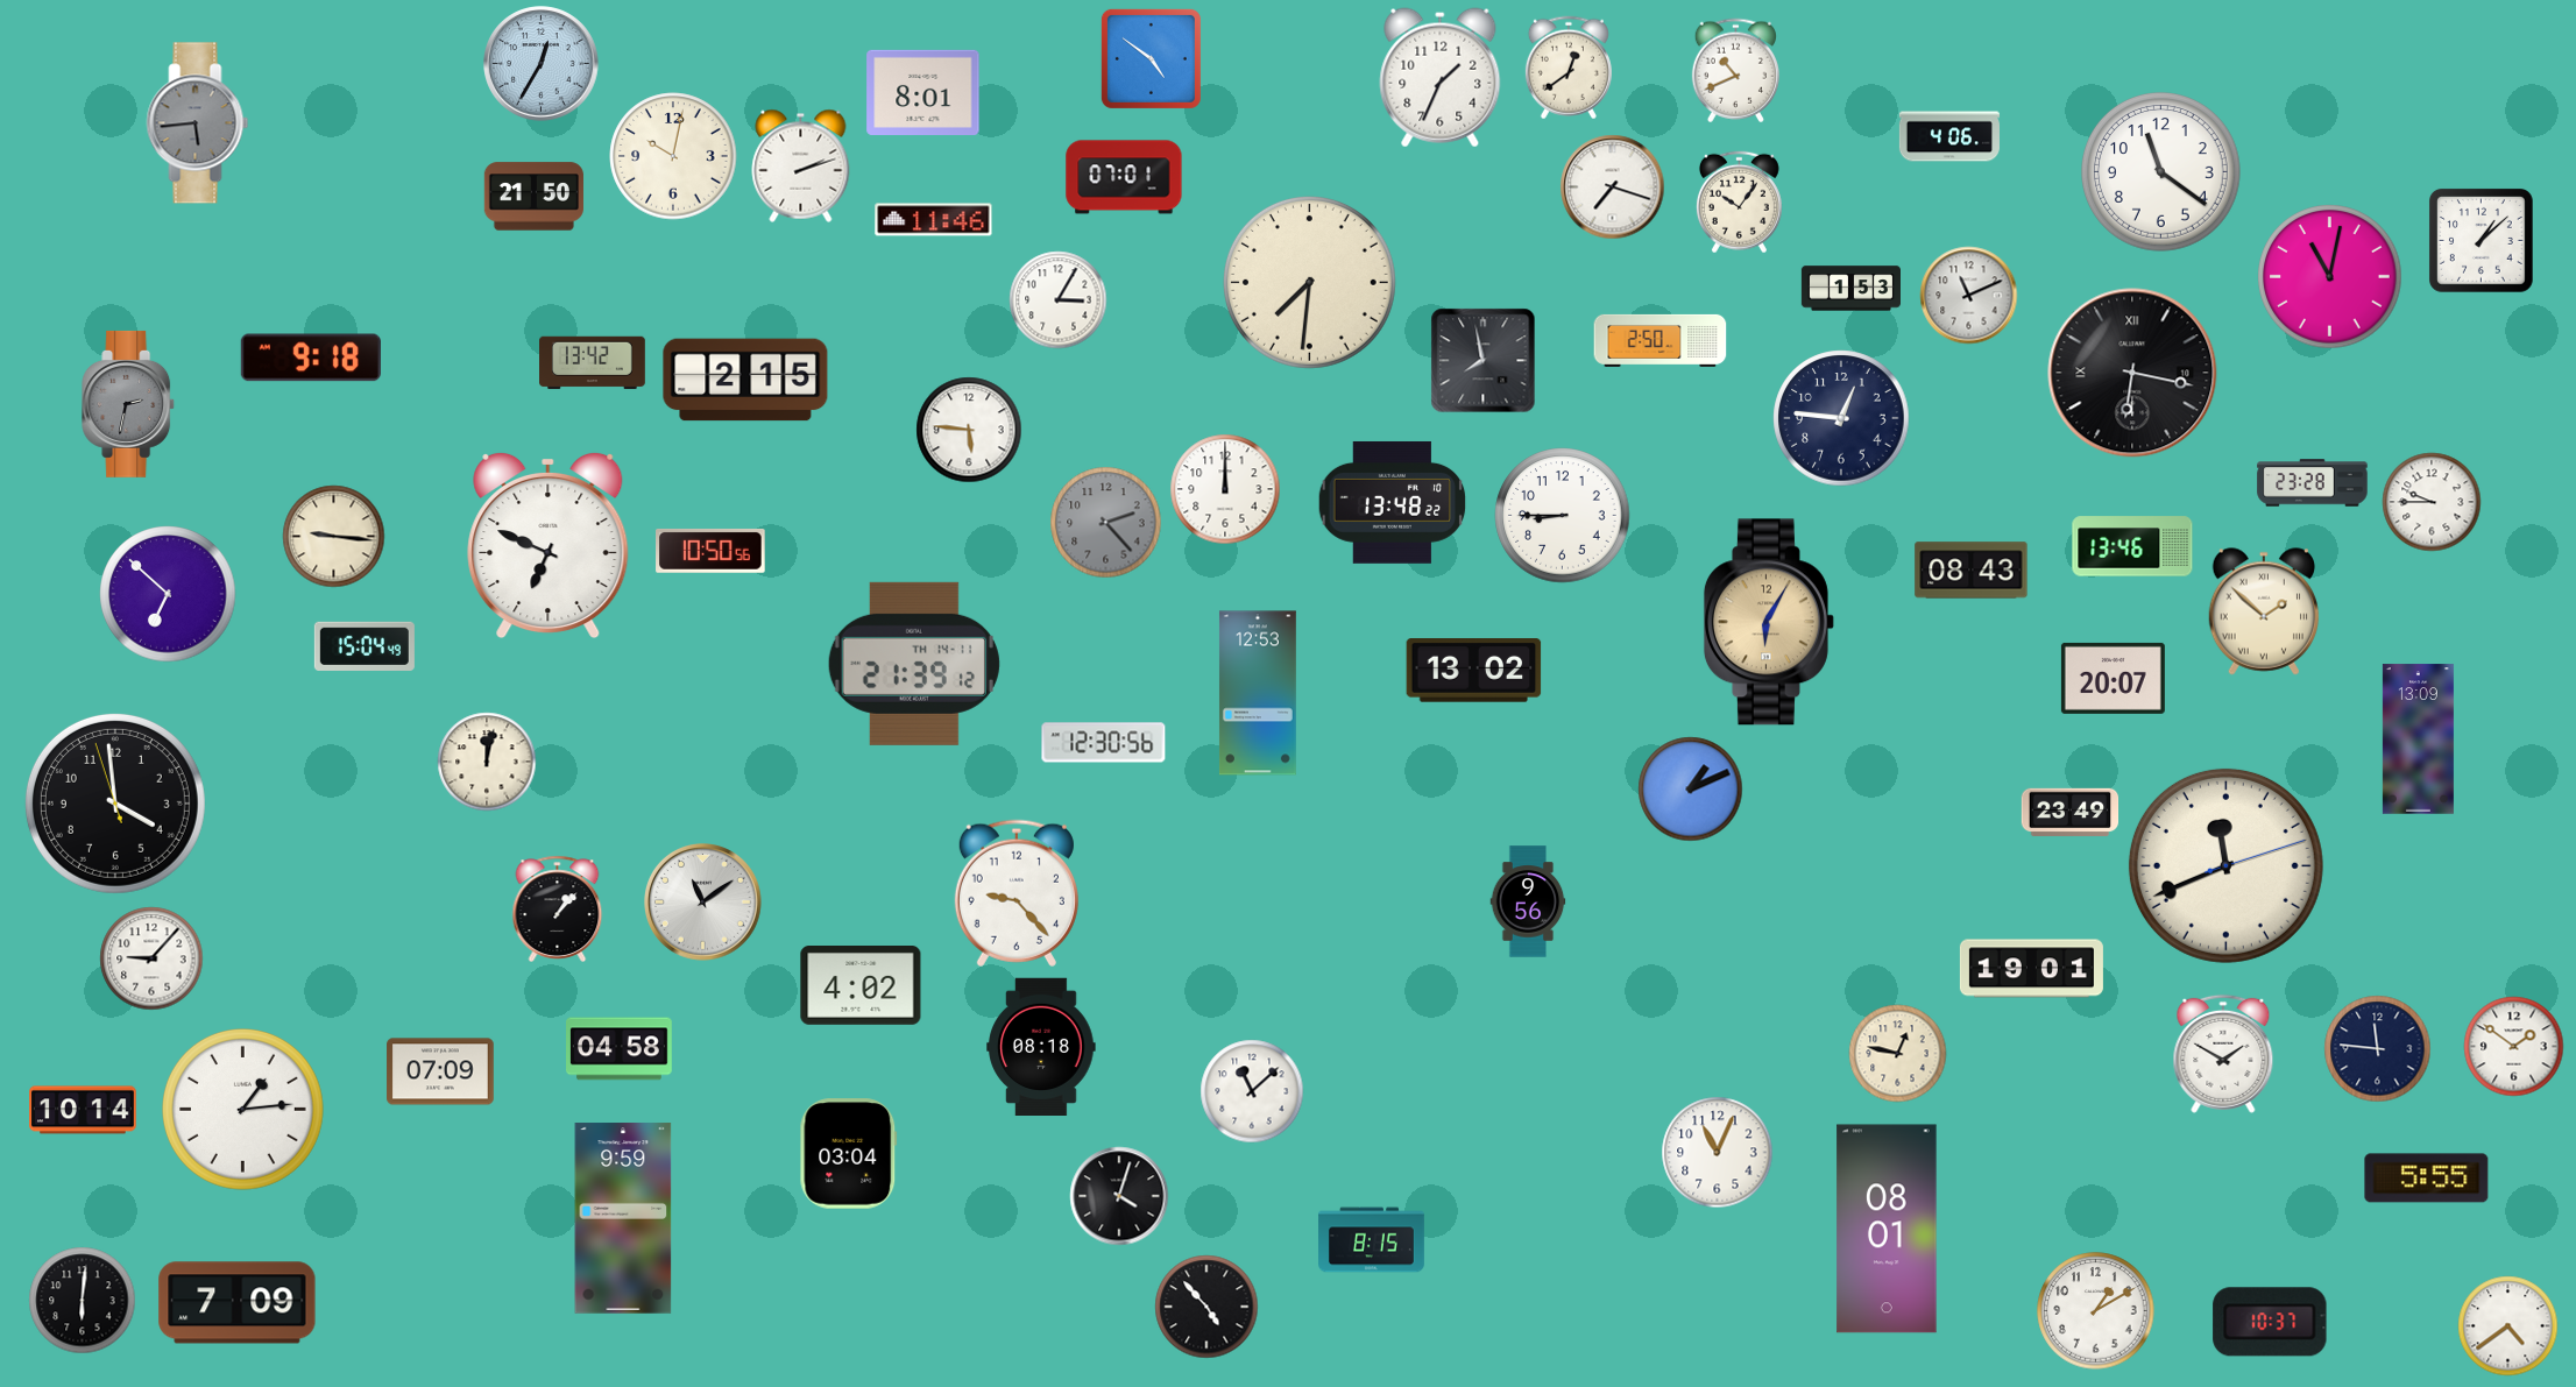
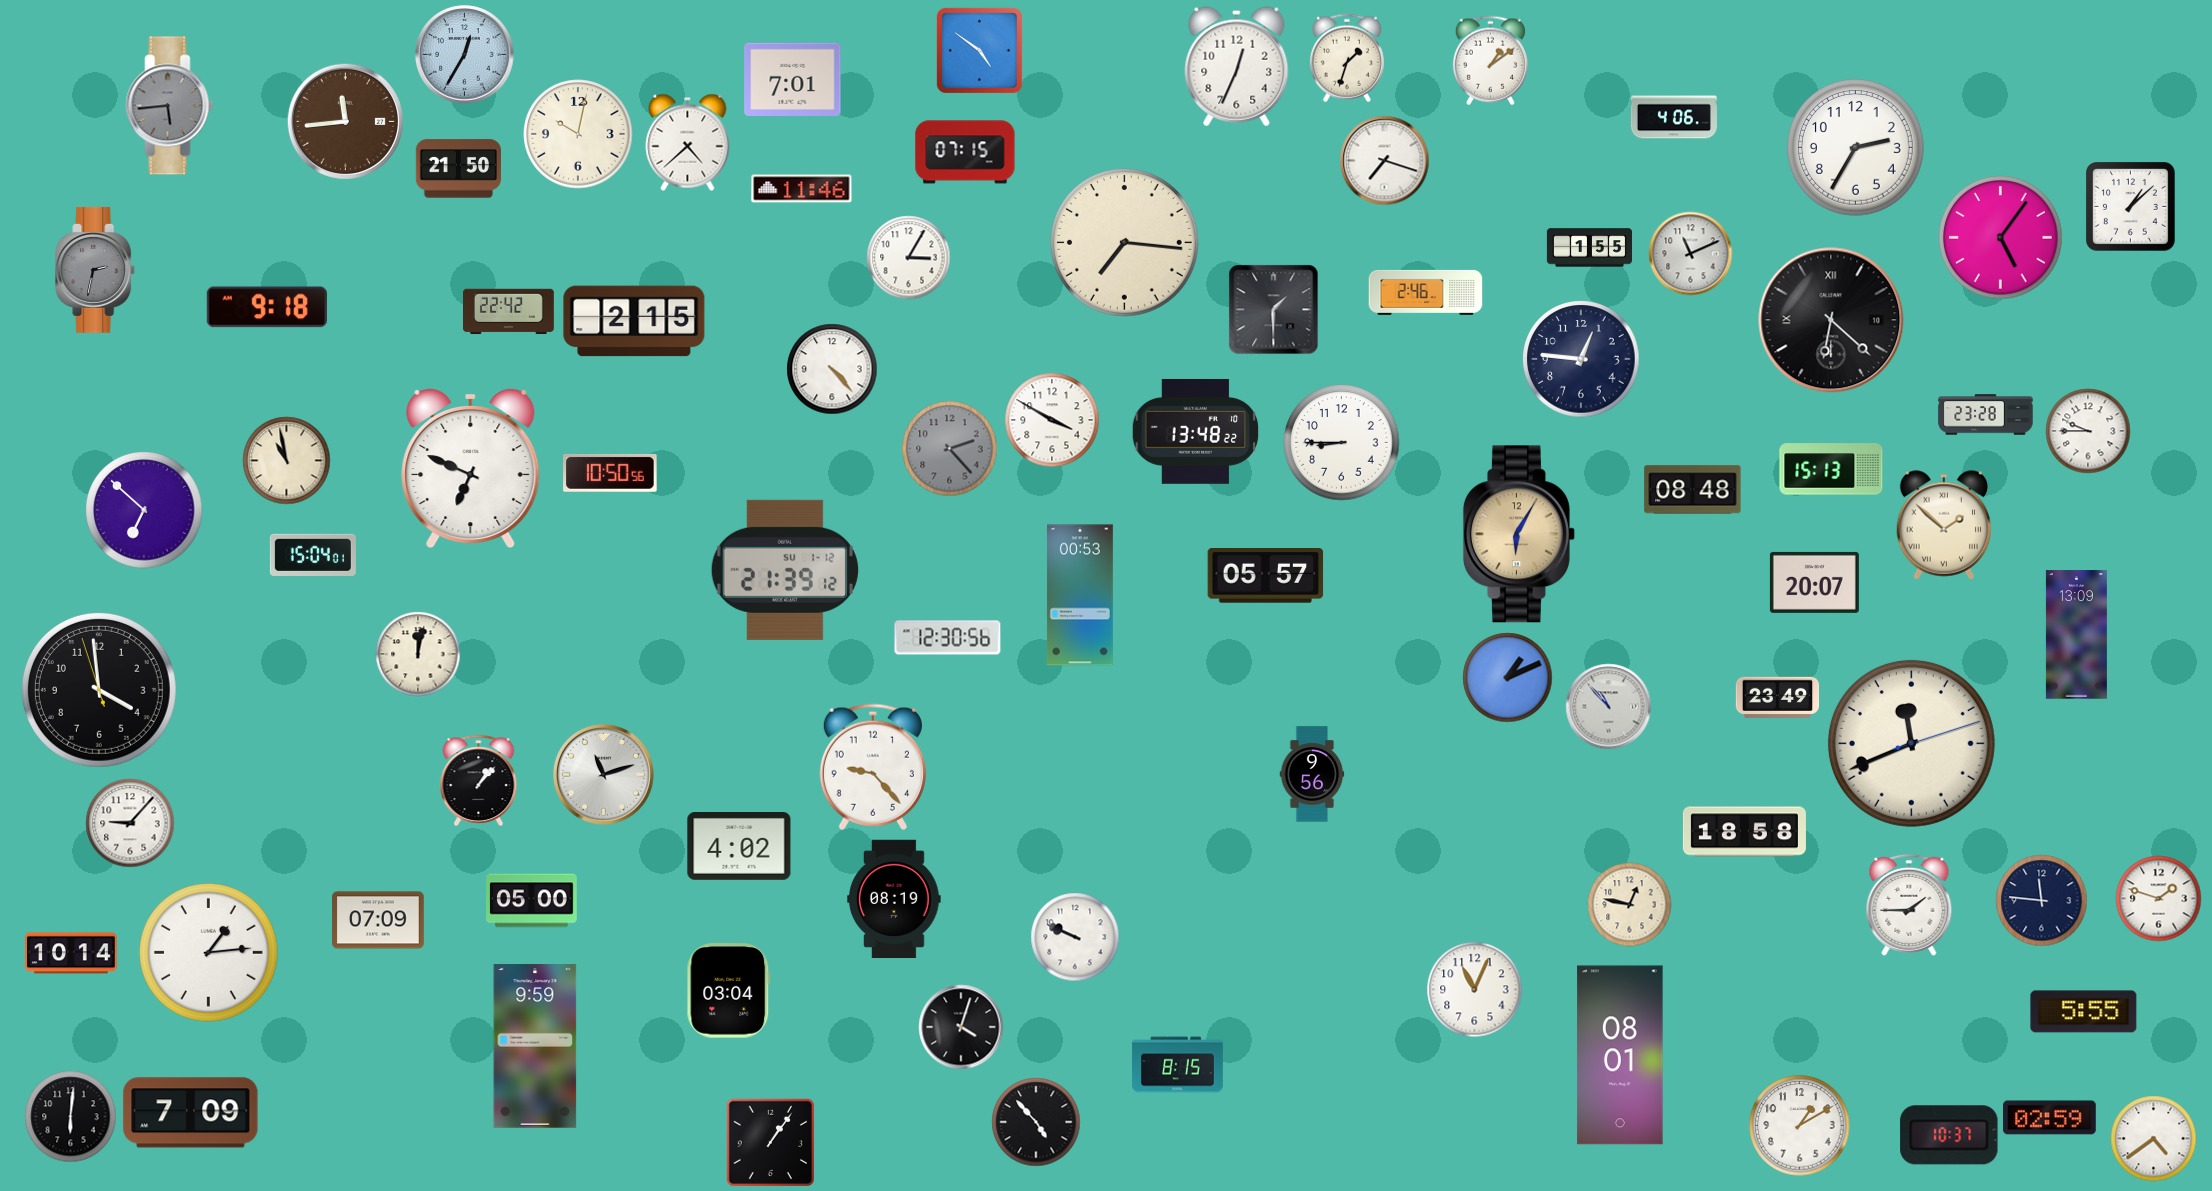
clock at (1151, 58) position: (1151, 58) -> (979, 50)
clock at (1569, 68): 12:39 -> 1:33
clock at (1735, 71): 10:41 -> 1:09
clock at (1441, 78): 1:34 -> 12:34
clock at (923, 92): 8:01 -> 7:01
clock at (345, 121): none -> 11:44
clock at (801, 165): 2:12 -> 4:38
clock at (2161, 172): 11:21 -> 2:35
clock at (1124, 177): 07:01 -> 07:15
clock at (1739, 203): 10:06 -> none
clock at (2330, 277): 11:02 -> 5:06
clock at (1309, 282): 7:31 -> 7:16
clock at (1850, 289): 1:53 -> 1:55
clock at (1661, 340): 2:50 -> 2:46
clock at (1484, 361): 7:58 -> 1:30
clock at (593, 363): 13:42 -> 22:42
clock at (2132, 373): 6:17 -> 6:22
clock at (745, 380) position: (745, 380) -> (634, 321)
clock at (129, 404) position: (129, 404) -> (96, 270)
clock at (969, 430): 5:46 -> 4:23
clock at (1225, 489): 12:00 -> 3:50
clock at (334, 537): 9:16 -> 10:58
clock at (2132, 546): 13:46 -> 15:13
clock at (1972, 571): 08:43 -> 08:48
clock at (365, 646): 15:04:49 -> 15:04:01
clock at (914, 664) date: TH 14-11 -> SU 1-12
clock at (1474, 671): 13:02 -> 05:57
clock at (1258, 693): 12:53 -> 00:53
clock at (1691, 790) position: (1691, 790) -> (1508, 678)
clock at (1609, 707): none -> 10:53
clock at (703, 903): 11:09 -> 11:12
clock at (2031, 969): 19:01 -> 18:58
clock at (1041, 1046): 08:18 -> 08:19
clock at (2514, 1047): 1:51 -> 1:48
clock at (620, 1049): 04:58 -> 05:00
clock at (2223, 1054): 1:50 -> 1:45
clock at (1252, 1091): 11:08 -> 9:49
clock at (2050, 1118): none -> 02:59
clock at (238, 1303) position: (238, 1303) -> (191, 1113)
clock at (770, 1142): none -> 1:06
